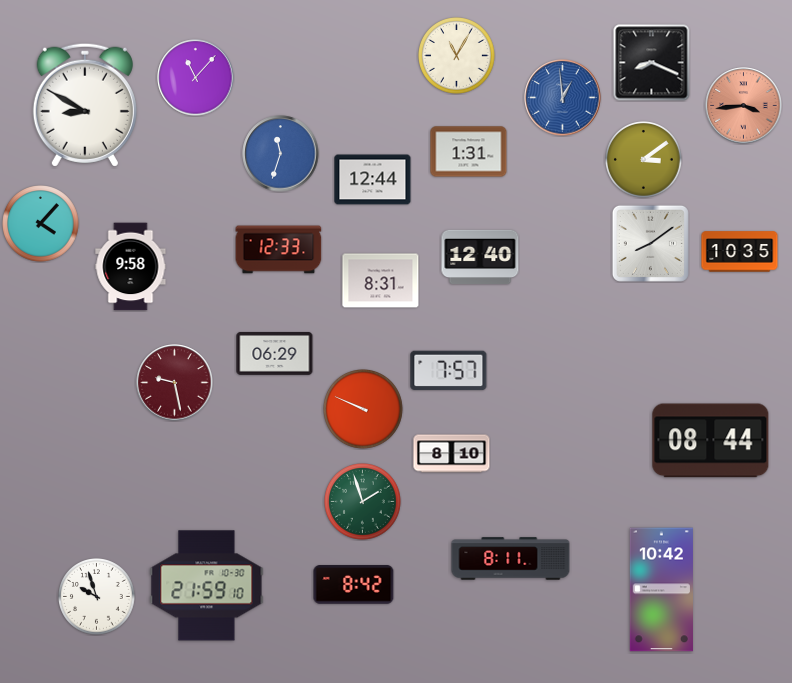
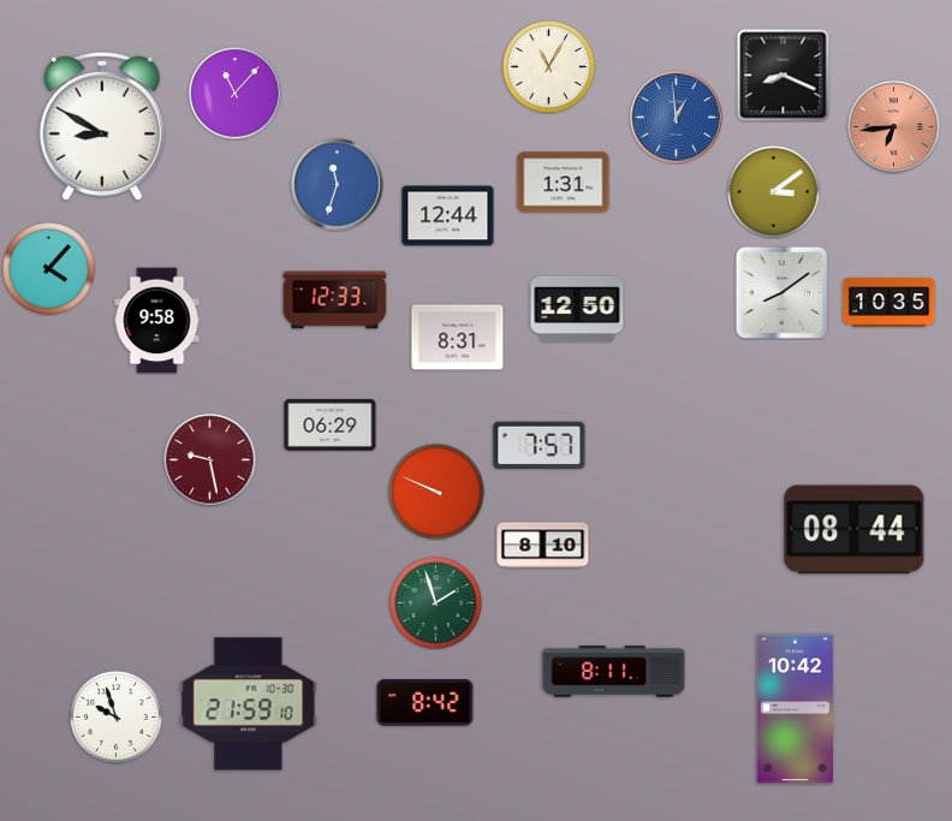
clock at (744, 106): 3:44 -> 6:44
clock at (480, 257): 12:40 -> 12:50
